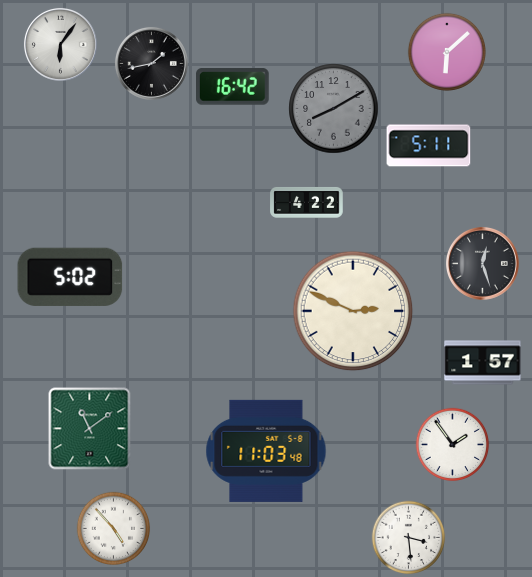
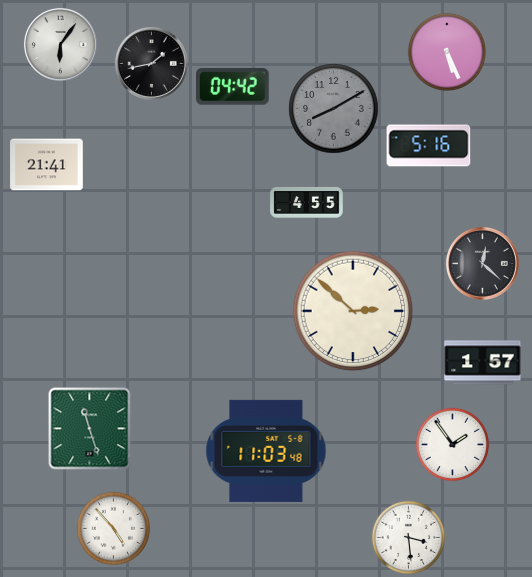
clock at (447, 52): 6:08 -> 5:26
clock at (233, 87): 16:42 -> 04:42
clock at (429, 146): 5:11 -> 5:16
clock at (47, 165): none -> 21:41
clock at (307, 202): 4:22 -> 4:55
clock at (482, 263): 12:27 -> 12:22
clock at (70, 277): 5:02 -> none
clock at (353, 311): 2:49 -> 2:52
clock at (90, 429): 11:09 -> 11:27
